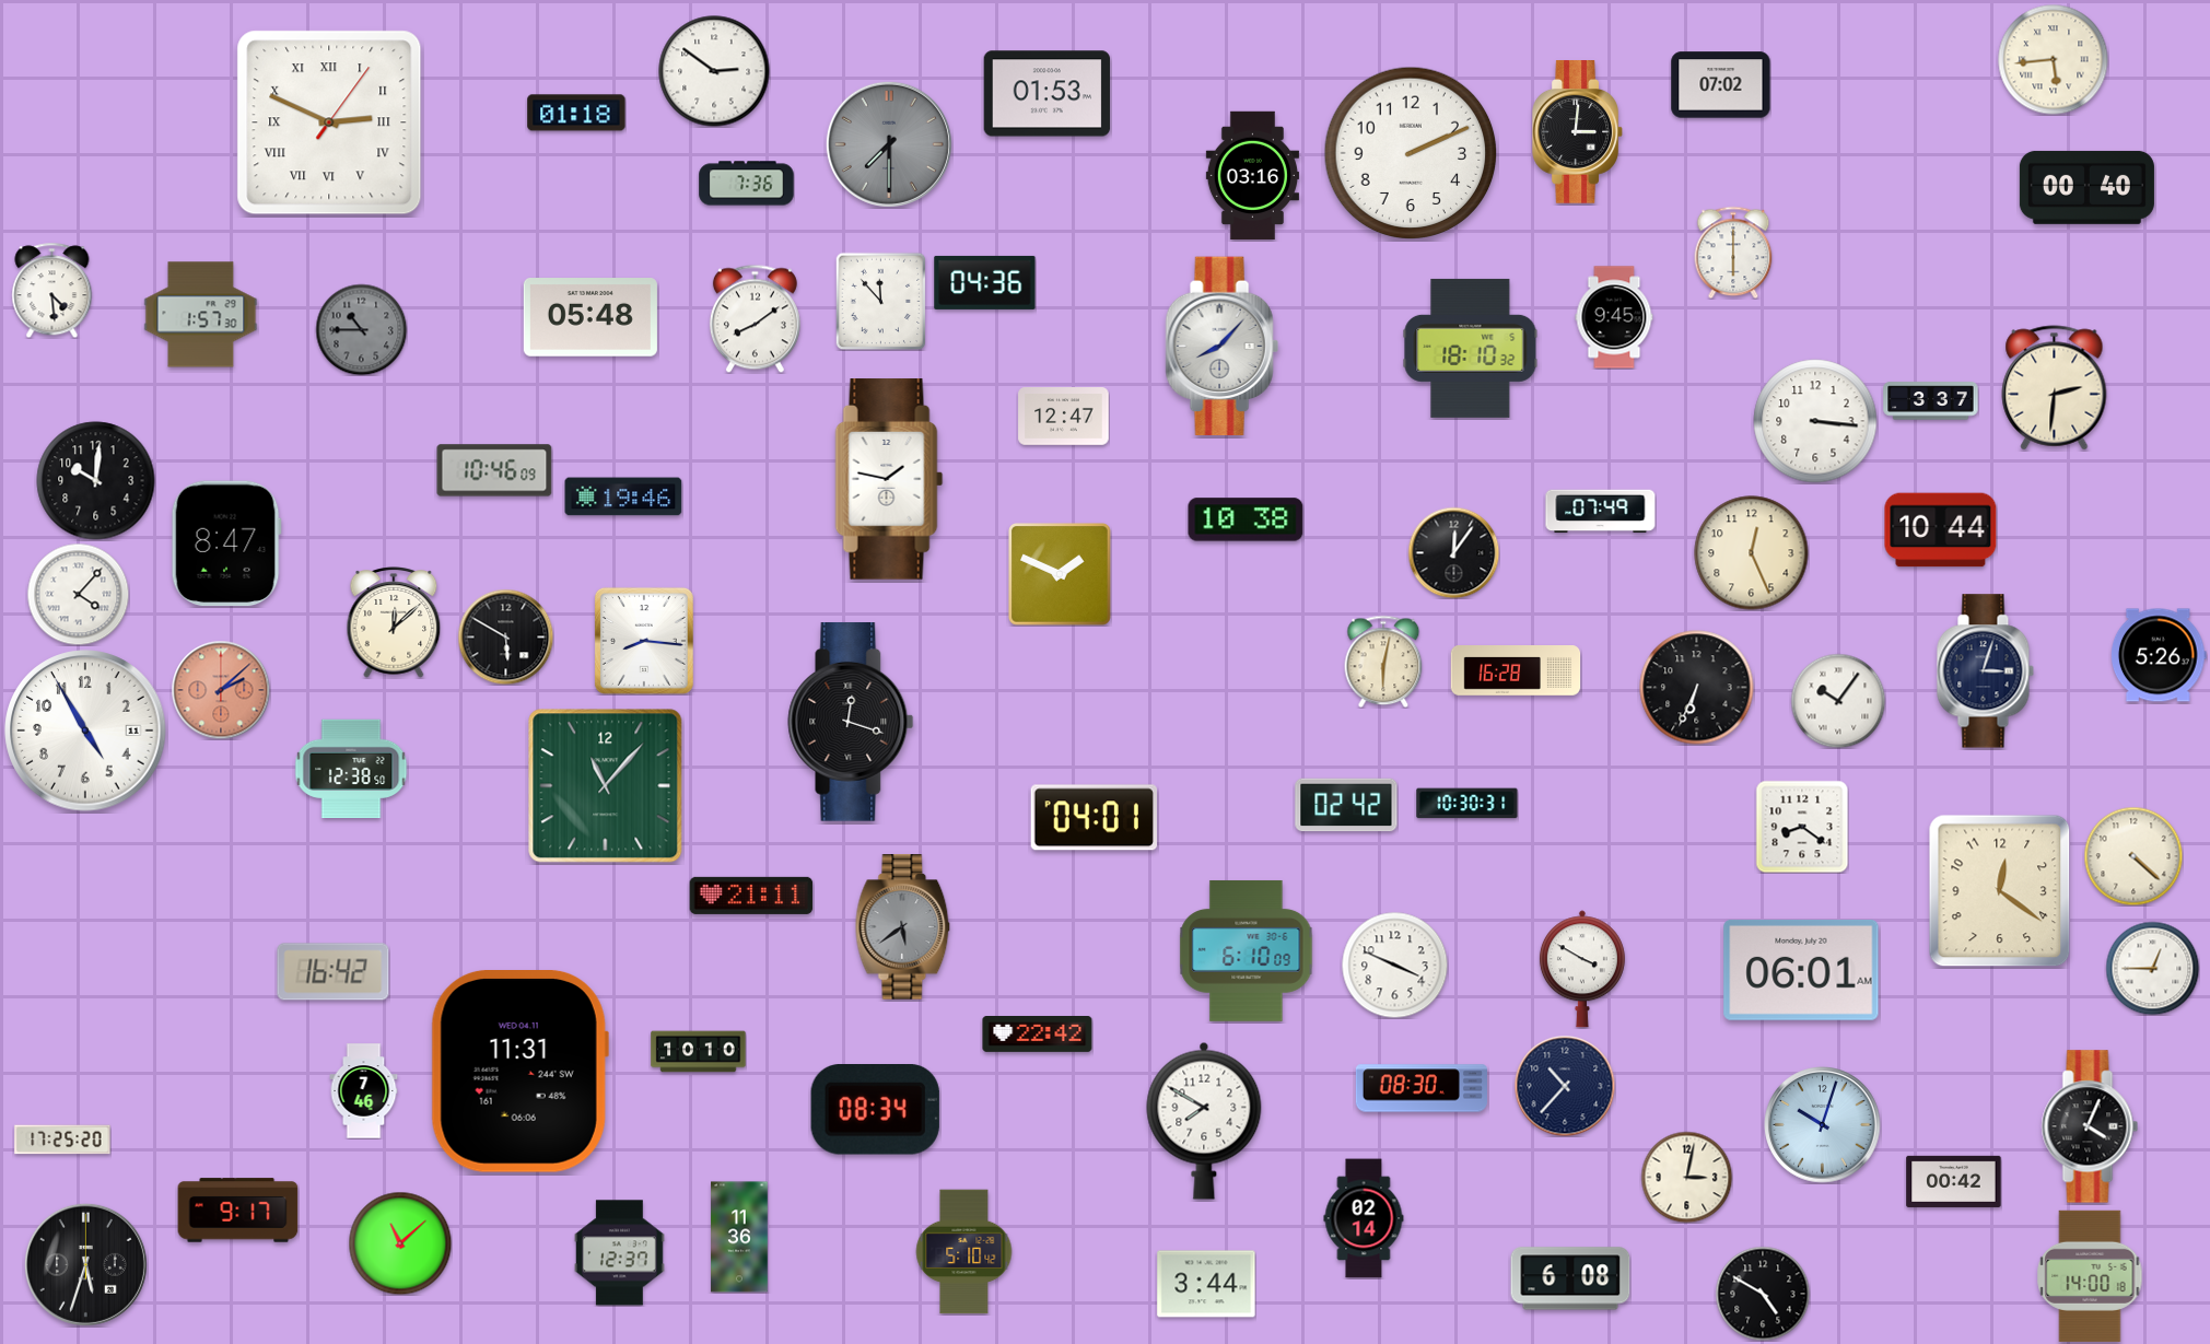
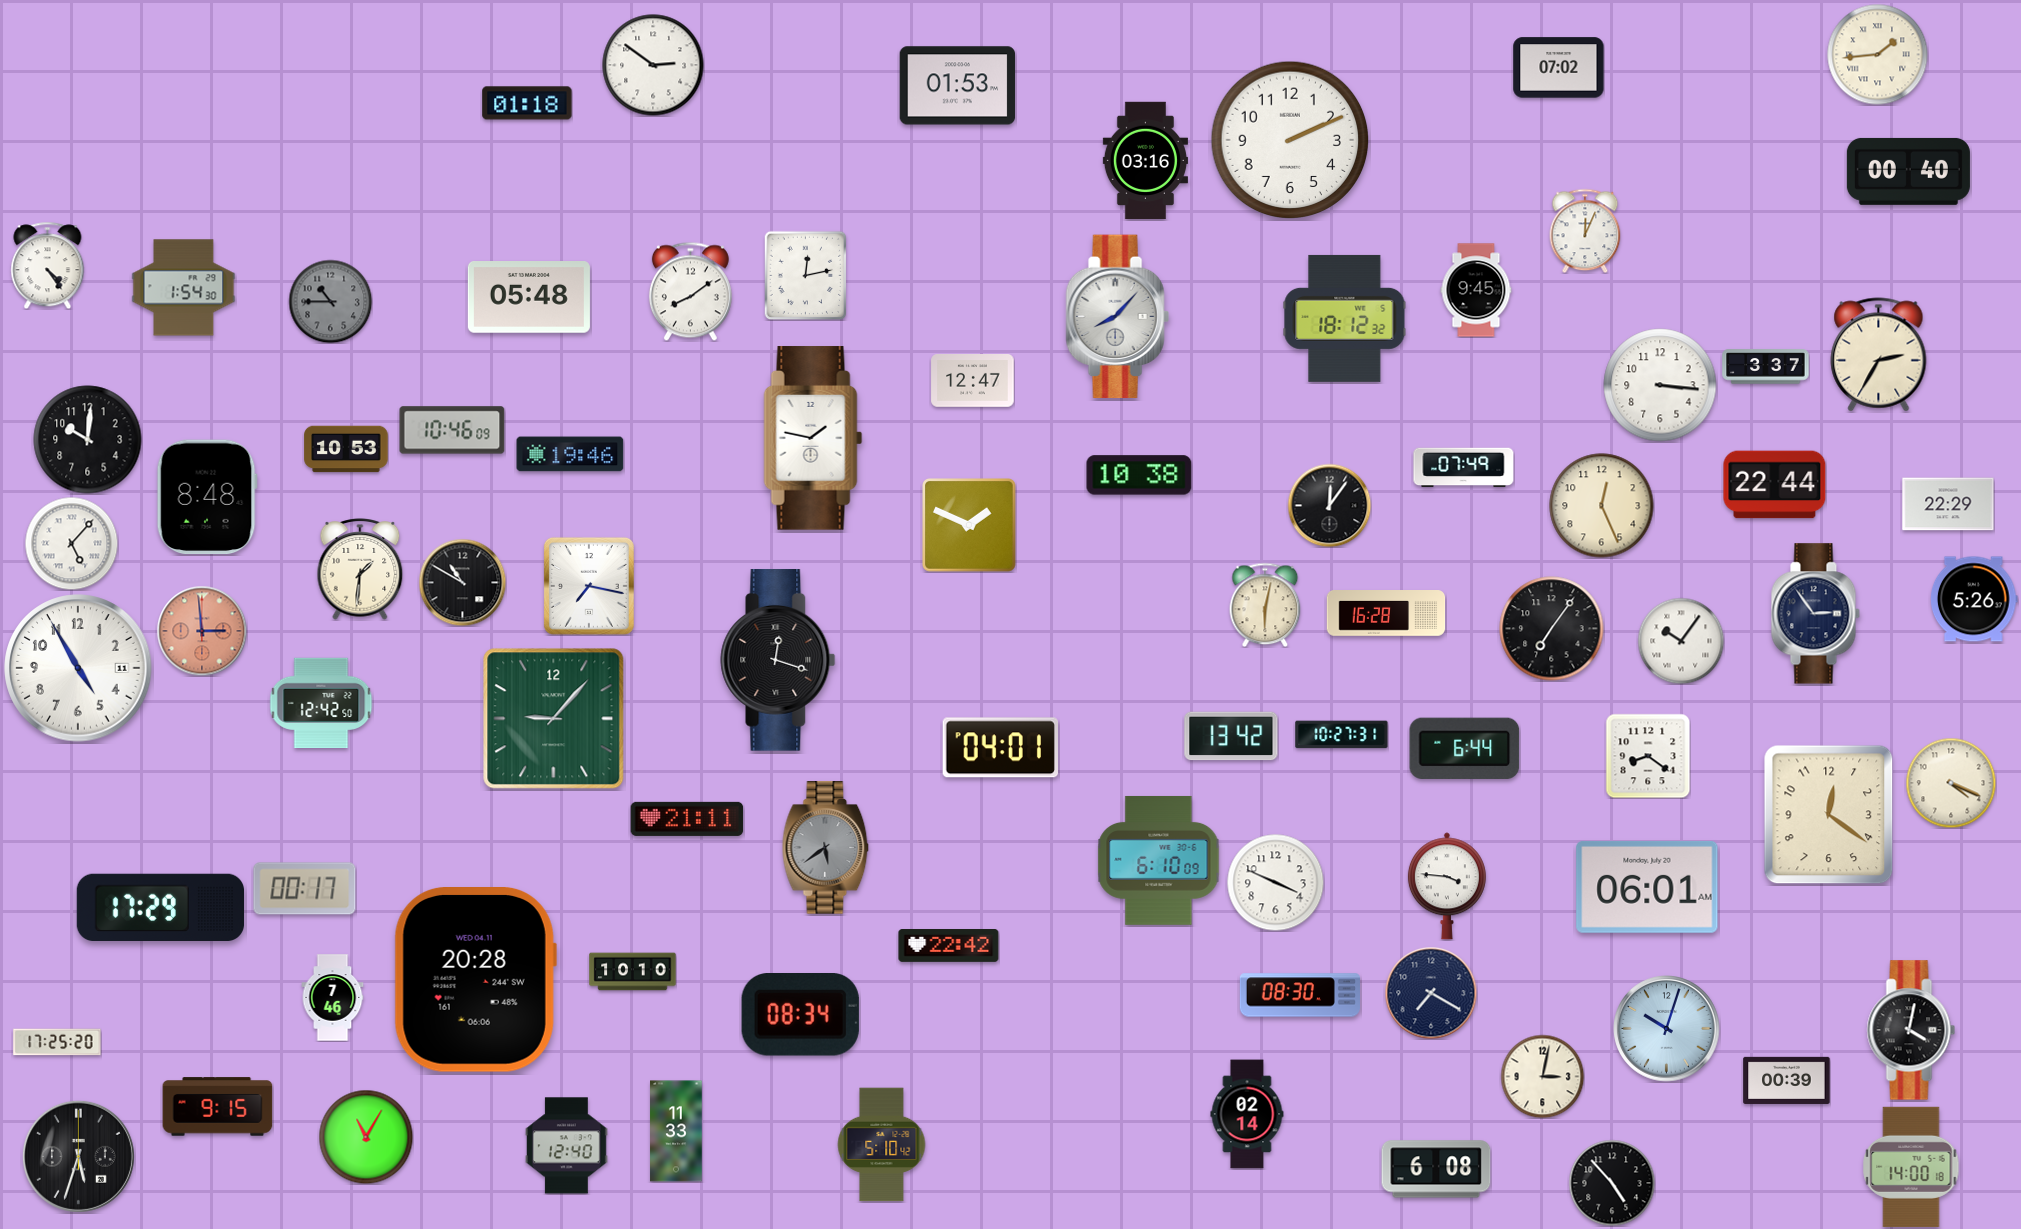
clock at (2054, 60): 5:44 -> 1:44
clock at (1721, 85) position: (1721, 85) -> (1559, 68)
clock at (329, 122): 2:49 -> none
clock at (1577, 132): 3:01 -> none
clock at (889, 144): 7:30 -> none
clock at (747, 184): 7:36 -> none
clock at (1733, 253): 6:00 -> 12:04
clock at (985, 282): 04:36 -> none
clock at (52, 290): 4:29 -> 4:24
clock at (881, 301): 11:53 -> 12:13
clock at (201, 315): 1:57 -> 1:54
clock at (590, 318) position: (590, 318) -> (529, 298)
clock at (1471, 348): 18:10 -> 18:12
clock at (2055, 388): 2:31 -> 2:35
clock at (346, 449): none -> 10:53
clock at (1941, 530): 10:44 -> 22:44
clock at (226, 544): 8:47 -> 8:48
clock at (1948, 504): none -> 22:29
clock at (78, 594): 4:07 -> 5:07
clock at (394, 622): 12:08 -> 1:31
clock at (505, 636): 5:50 -> 10:50
clock at (644, 641): 8:16 -> 7:17
clock at (1985, 671): 3:03 -> 2:54
clock at (1697, 688): 6:34 -> 7:06
clock at (221, 690): 2:08 -> 2:59
clock at (351, 768): 12:38 -> 12:42
clock at (606, 786): 11:07 -> 9:07
clock at (1468, 804): 10:30 -> 10:27
clock at (1346, 805): 02:42 -> 13:42
clock at (1465, 748): none -> 6:44
clock at (2133, 856): 4:22 -> 4:19
clock at (1247, 950) position: (1247, 950) -> (1159, 860)
clock at (2152, 968): 12:45 -> none
clock at (1582, 969): 3:50 -> 3:46
clock at (334, 972): 16:42 -> 00:17
clock at (160, 907): none -> 17:29
clock at (699, 1052) position: (699, 1052) -> (633, 972)
clock at (519, 1072): 11:31 -> 20:28
clock at (1565, 1086): 10:37 -> 7:20
clock at (1204, 1121): 7:50 -> none
clock at (2090, 1126): 4:04 -> 4:02
clock at (1954, 1181): 00:42 -> 00:39
clock at (238, 1211): 9:17 -> 9:15
clock at (739, 1237): 11:36 -> 11:33
clock at (400, 1243): 11:08 -> 11:05
clock at (619, 1253): 12:37 -> 12:40
clock at (1206, 1284): 3:44 -> none
clock at (1763, 1294): 4:50 -> 4:53
